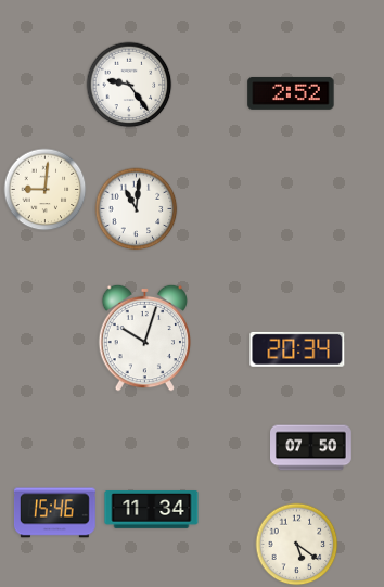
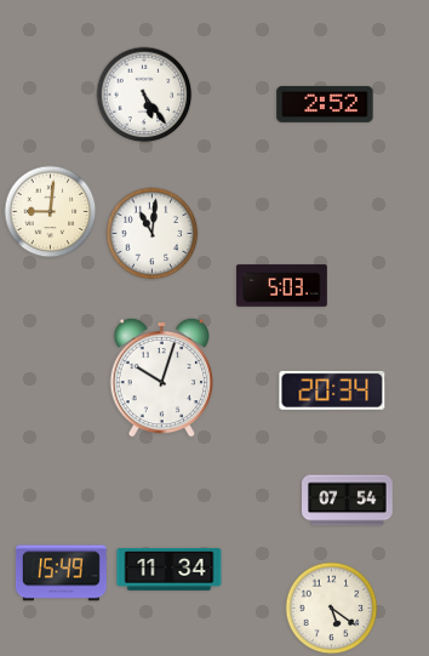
clock at (129, 85): 9:24 -> 5:24
clock at (282, 286): none -> 5:03
clock at (311, 448): 07:50 -> 07:54
clock at (54, 513): 15:46 -> 15:49
